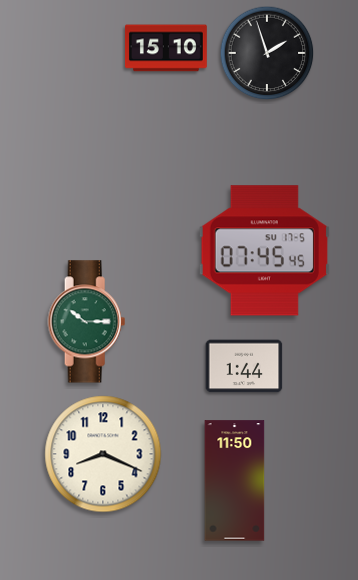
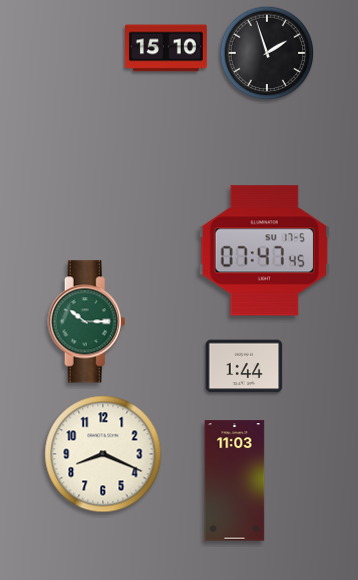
clock at (264, 251): 07:45 -> 07:47
clock at (235, 481): 11:50 -> 11:03
